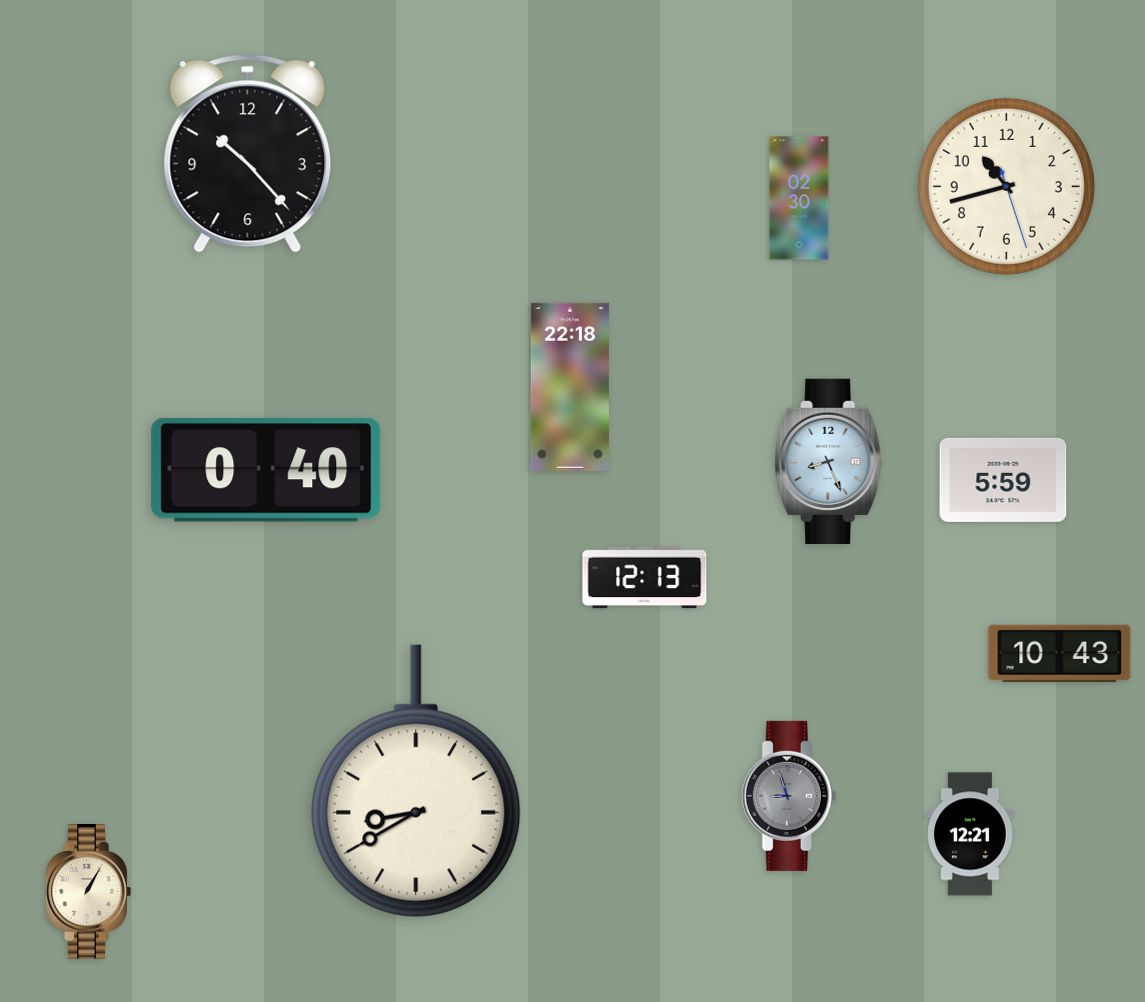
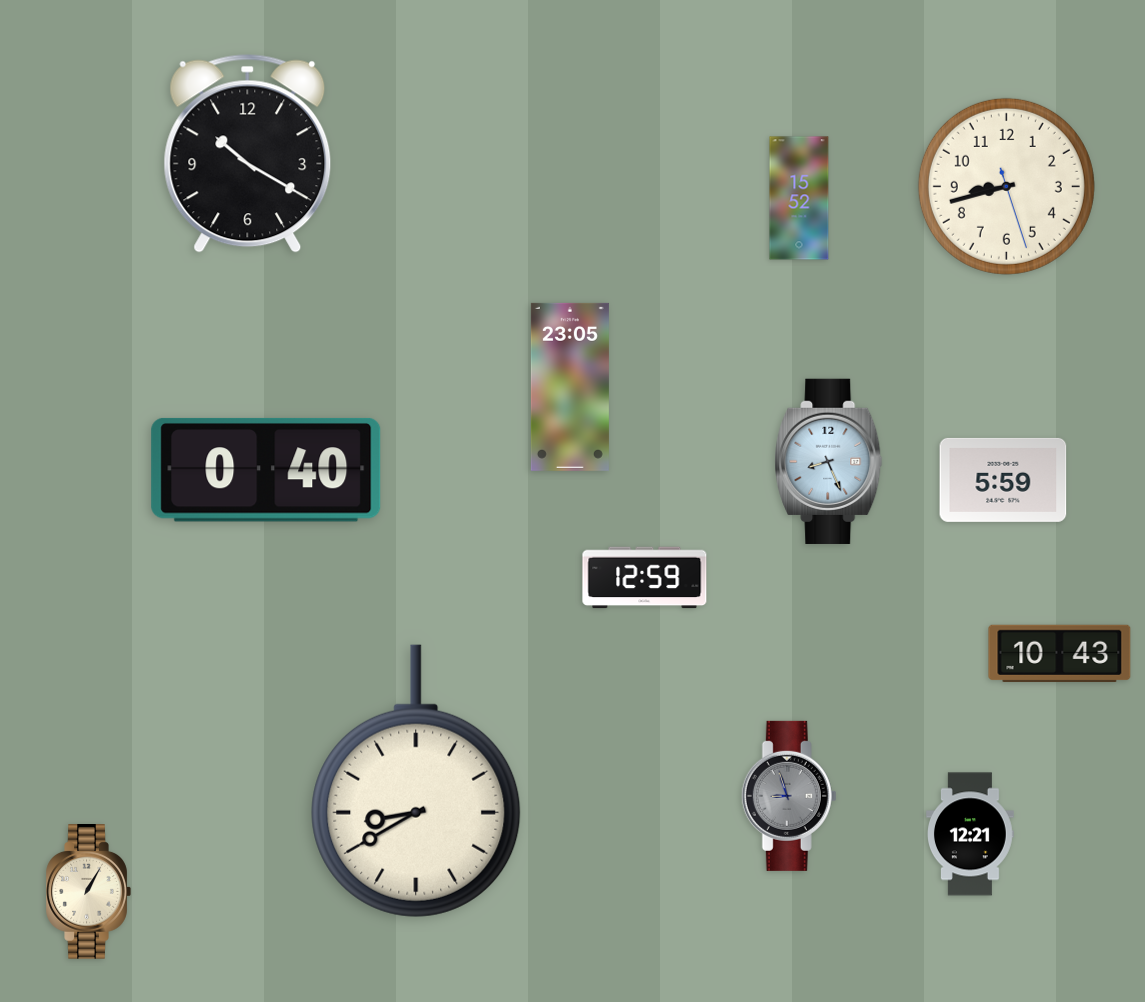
clock at (248, 153): 10:23 -> 10:20
clock at (1006, 186): 10:42 -> 8:42
clock at (799, 198): 02:30 -> 15:52
clock at (570, 387): 22:18 -> 23:05
clock at (645, 578): 12:13 -> 12:59
